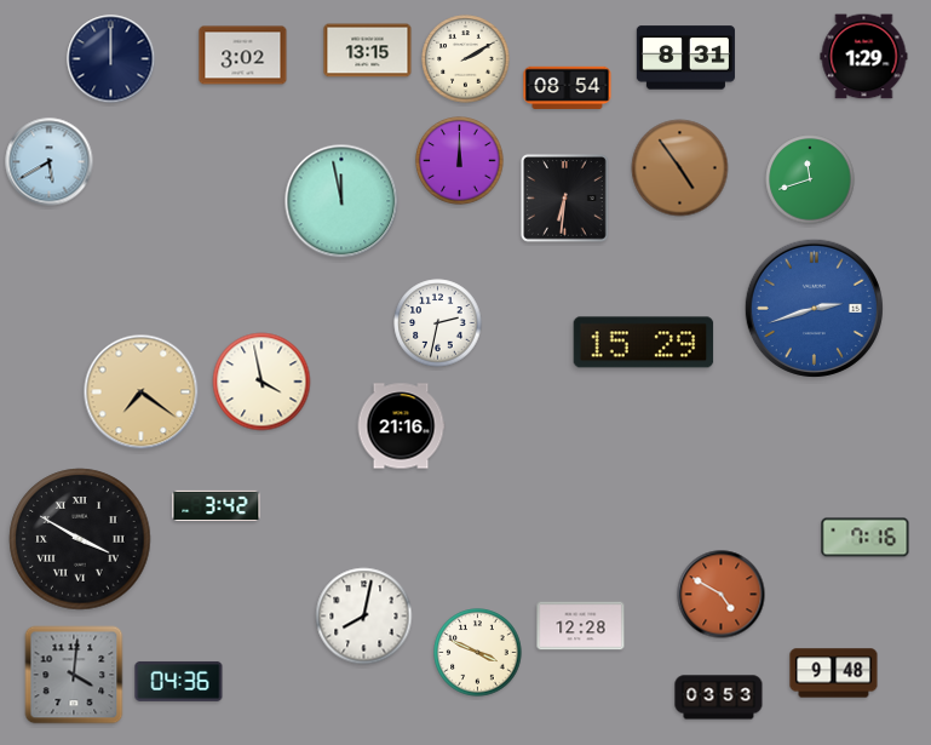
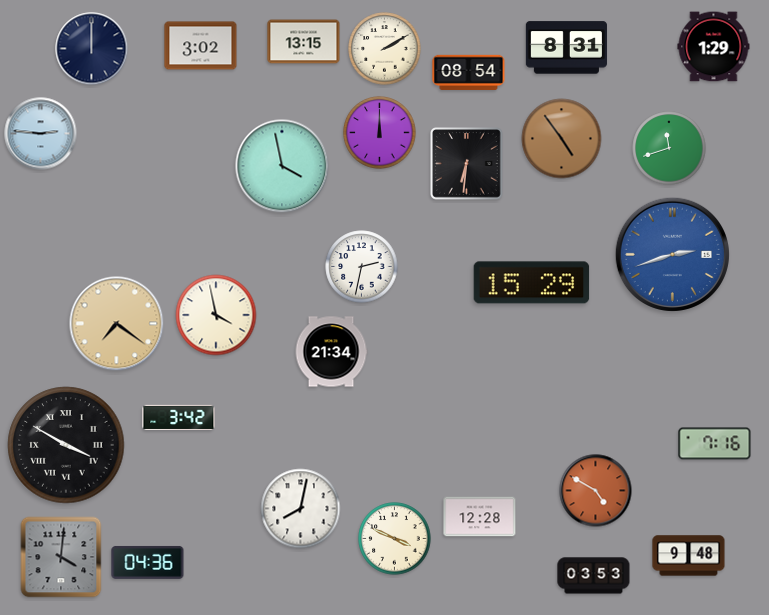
clock at (50, 162): 5:40 -> 2:46
clock at (341, 201): 11:58 -> 3:58
clock at (401, 426): 21:16 -> 21:34
